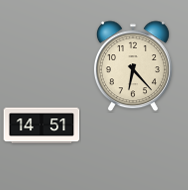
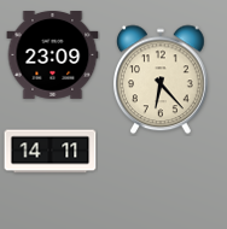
clock at (53, 55): none -> 23:09
clock at (42, 126): 14:51 -> 14:11
